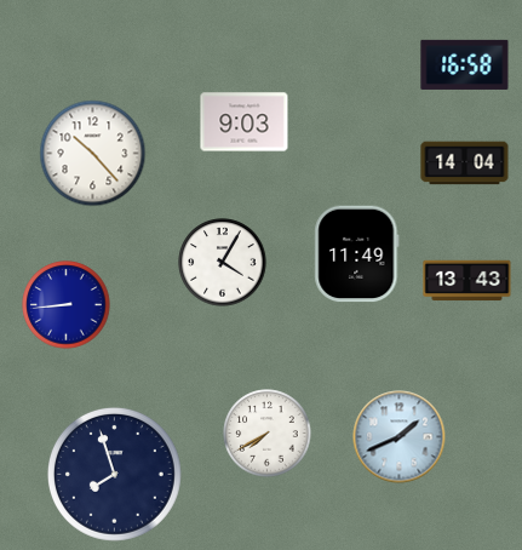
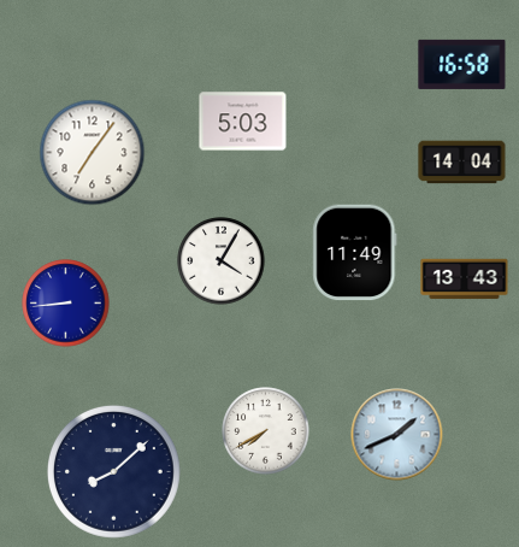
clock at (245, 122): 9:03 -> 5:03
clock at (93, 154): 10:23 -> 7:06
clock at (114, 474): 7:57 -> 8:08
